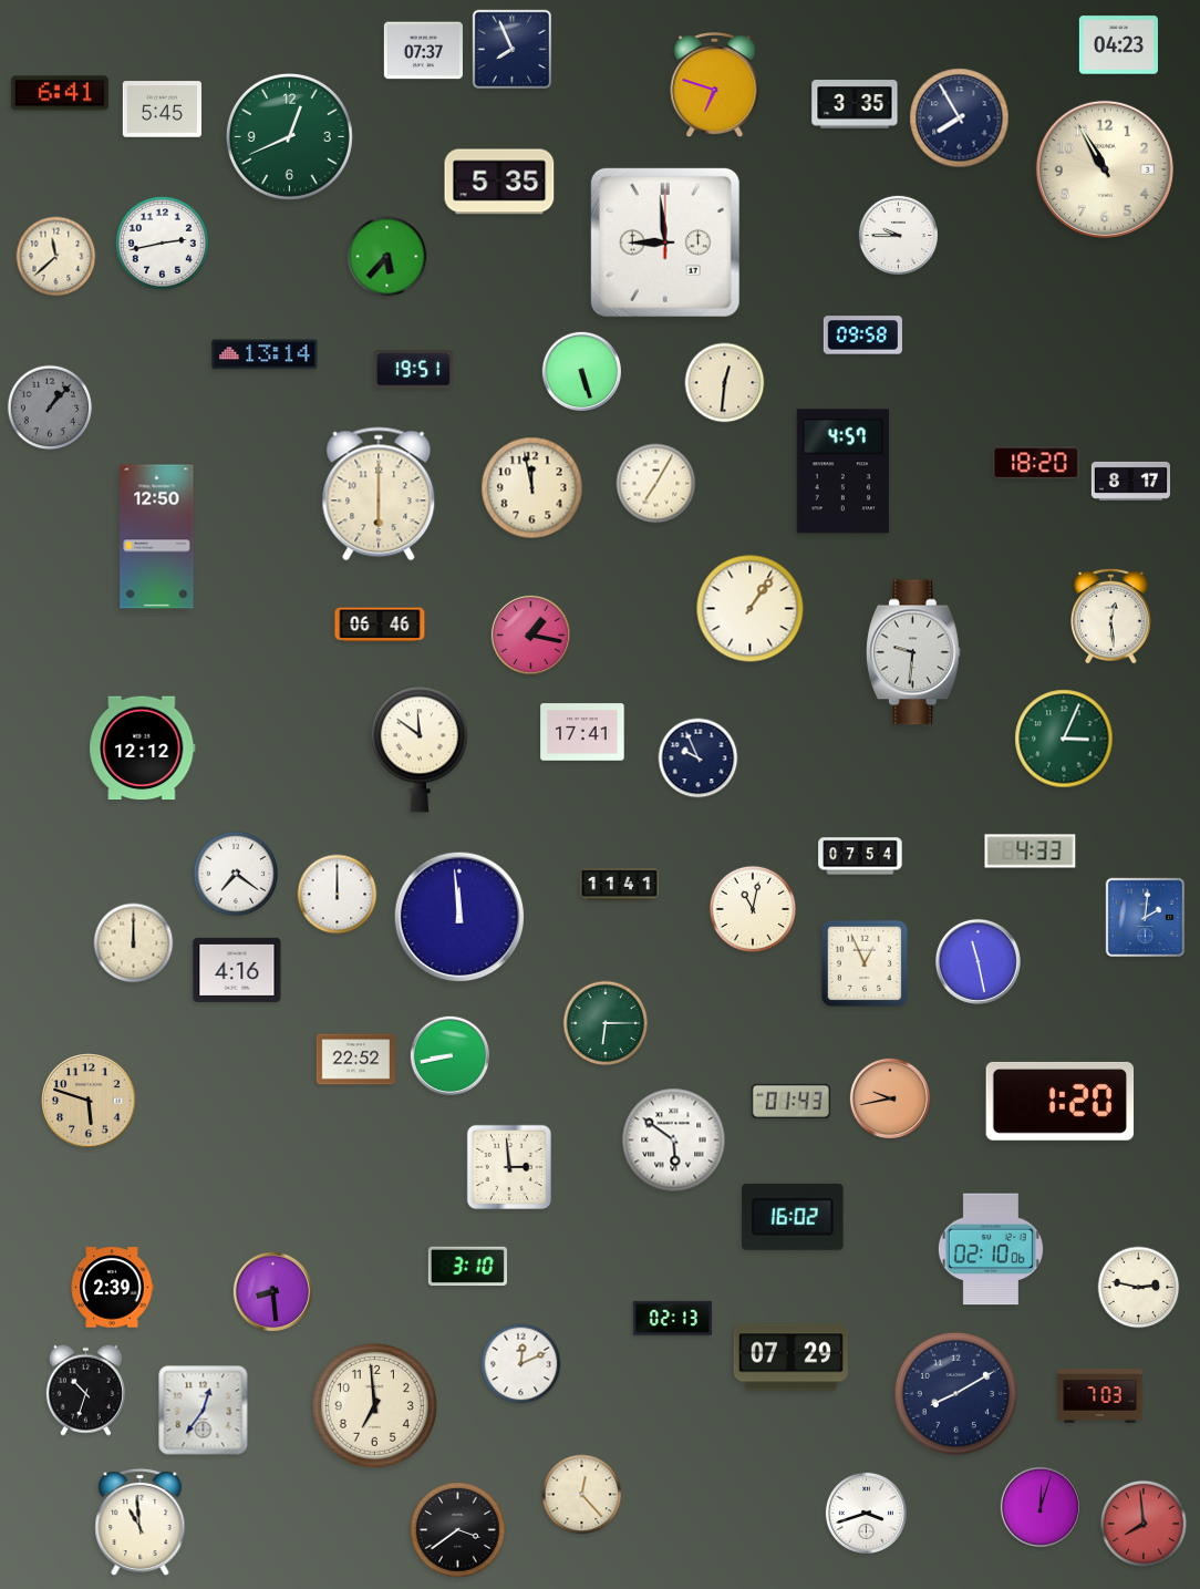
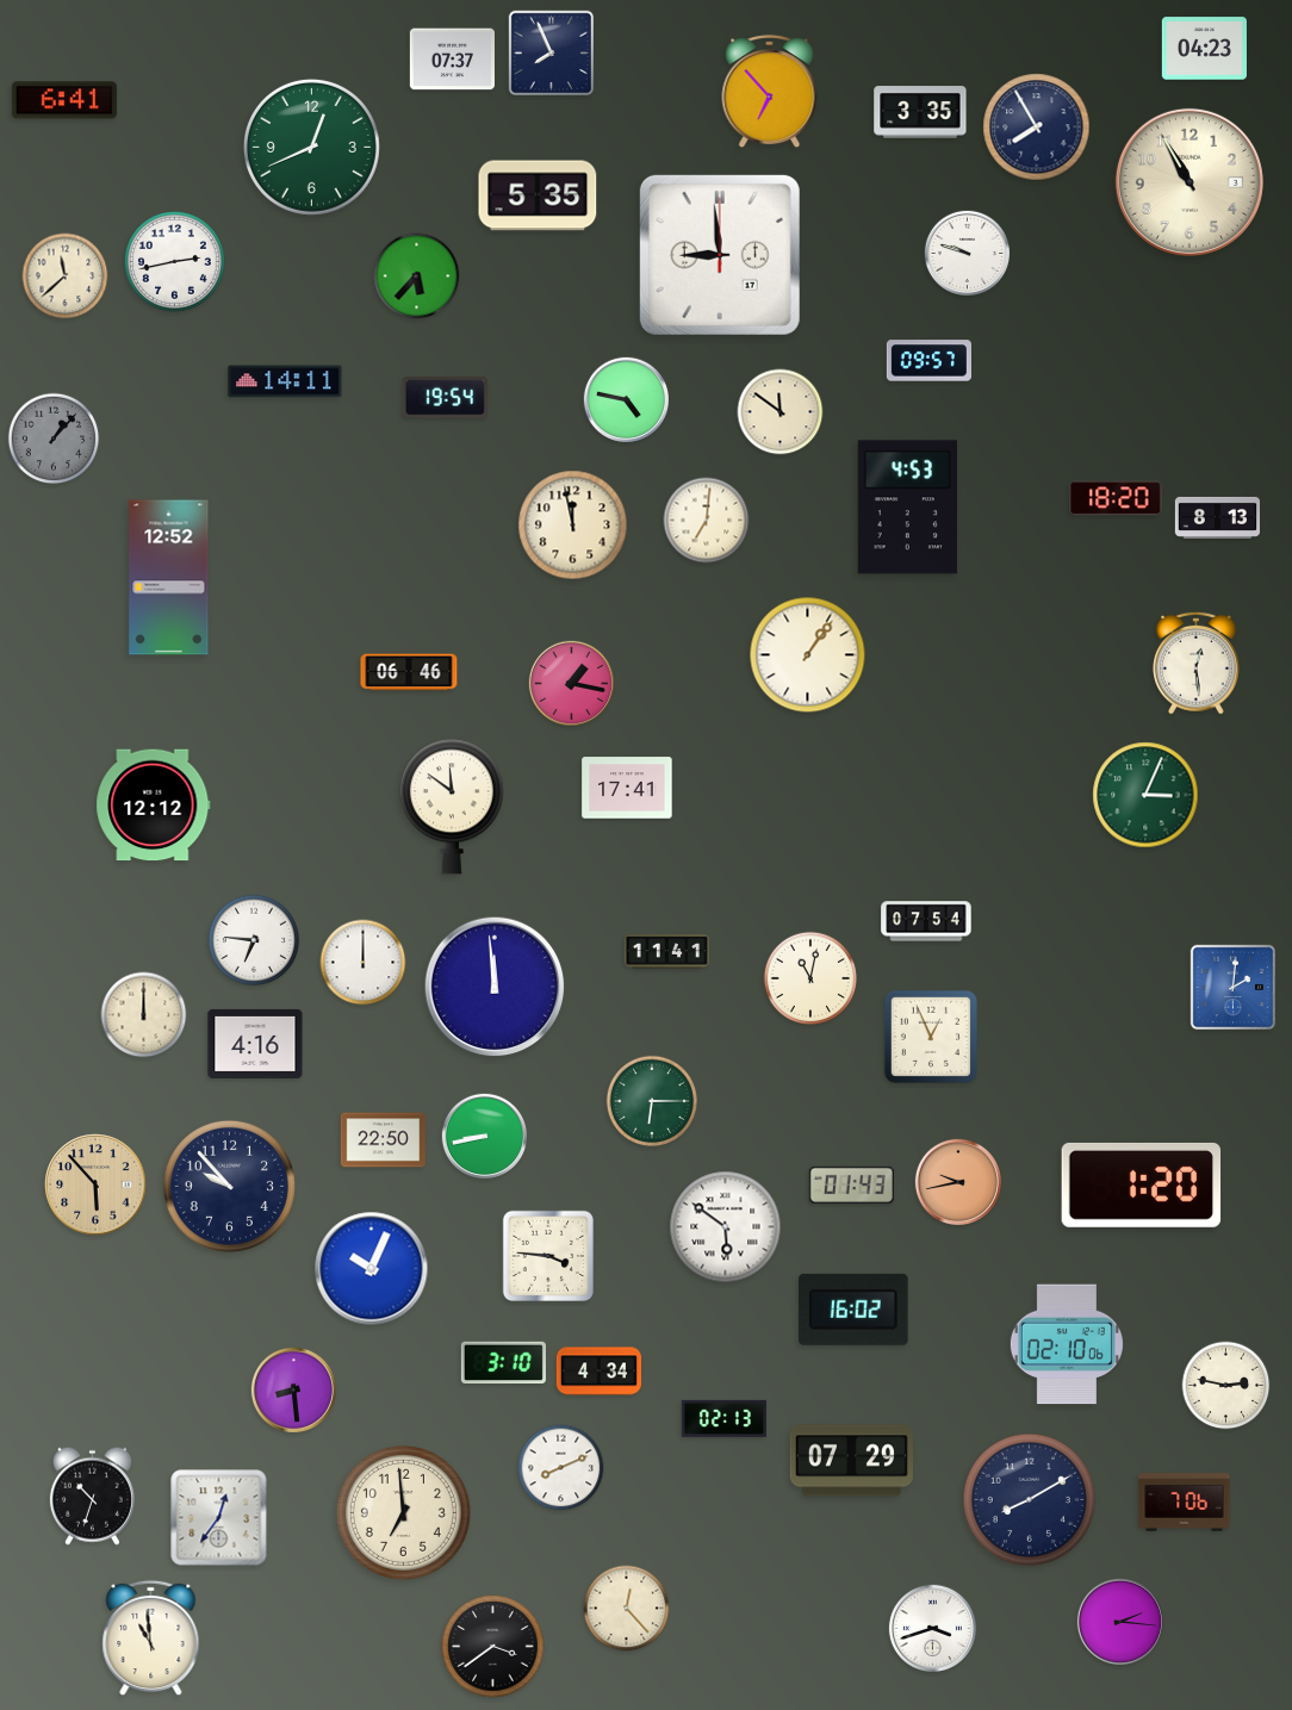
clock at (423, 51) position: (423, 51) -> (452, 60)
clock at (715, 85): 6:48 -> 6:53
clock at (162, 110): 5:45 -> none
clock at (960, 118) position: (960, 118) -> (1037, 128)
clock at (898, 235): 9:45 -> 9:48
clock at (665, 243) position: (665, 243) -> (720, 255)
clock at (56, 257) position: (56, 257) -> (66, 276)
clock at (862, 336): 09:58 -> 09:57
clock at (265, 354): 13:14 -> 14:11
clock at (413, 370): 19:51 -> 19:54
clock at (581, 371): 5:27 -> 4:47
clock at (725, 383): 12:31 -> 11:51
clock at (842, 472): 4:57 -> 4:53
clock at (1130, 481): 8:17 -> 8:13
clock at (656, 484): 7:05 -> 7:01
clock at (379, 494): 6:00 -> none
clock at (157, 537): 12:50 -> 12:52
clock at (913, 652): 9:31 -> none
clock at (699, 759): 9:56 -> none
clock at (1031, 852): 4:33 -> none
clock at (236, 874): 7:21 -> 6:46
clock at (977, 961): 11:28 -> none
clock at (355, 1060): 22:52 -> 22:50
clock at (89, 1101): 5:48 -> 5:53
clock at (229, 1186): none -> 9:53
clock at (508, 1166): 2:59 -> 3:46
clock at (372, 1269): none -> 10:04
clock at (598, 1372): none -> 4:34
clock at (112, 1288): 2:39 -> none
clock at (521, 1364): 12:11 -> 8:11
clock at (1100, 1396): 7:03 -> 7:06
clock at (1041, 1507): 12:03 -> 2:16
clock at (1142, 1523): 7:59 -> none
